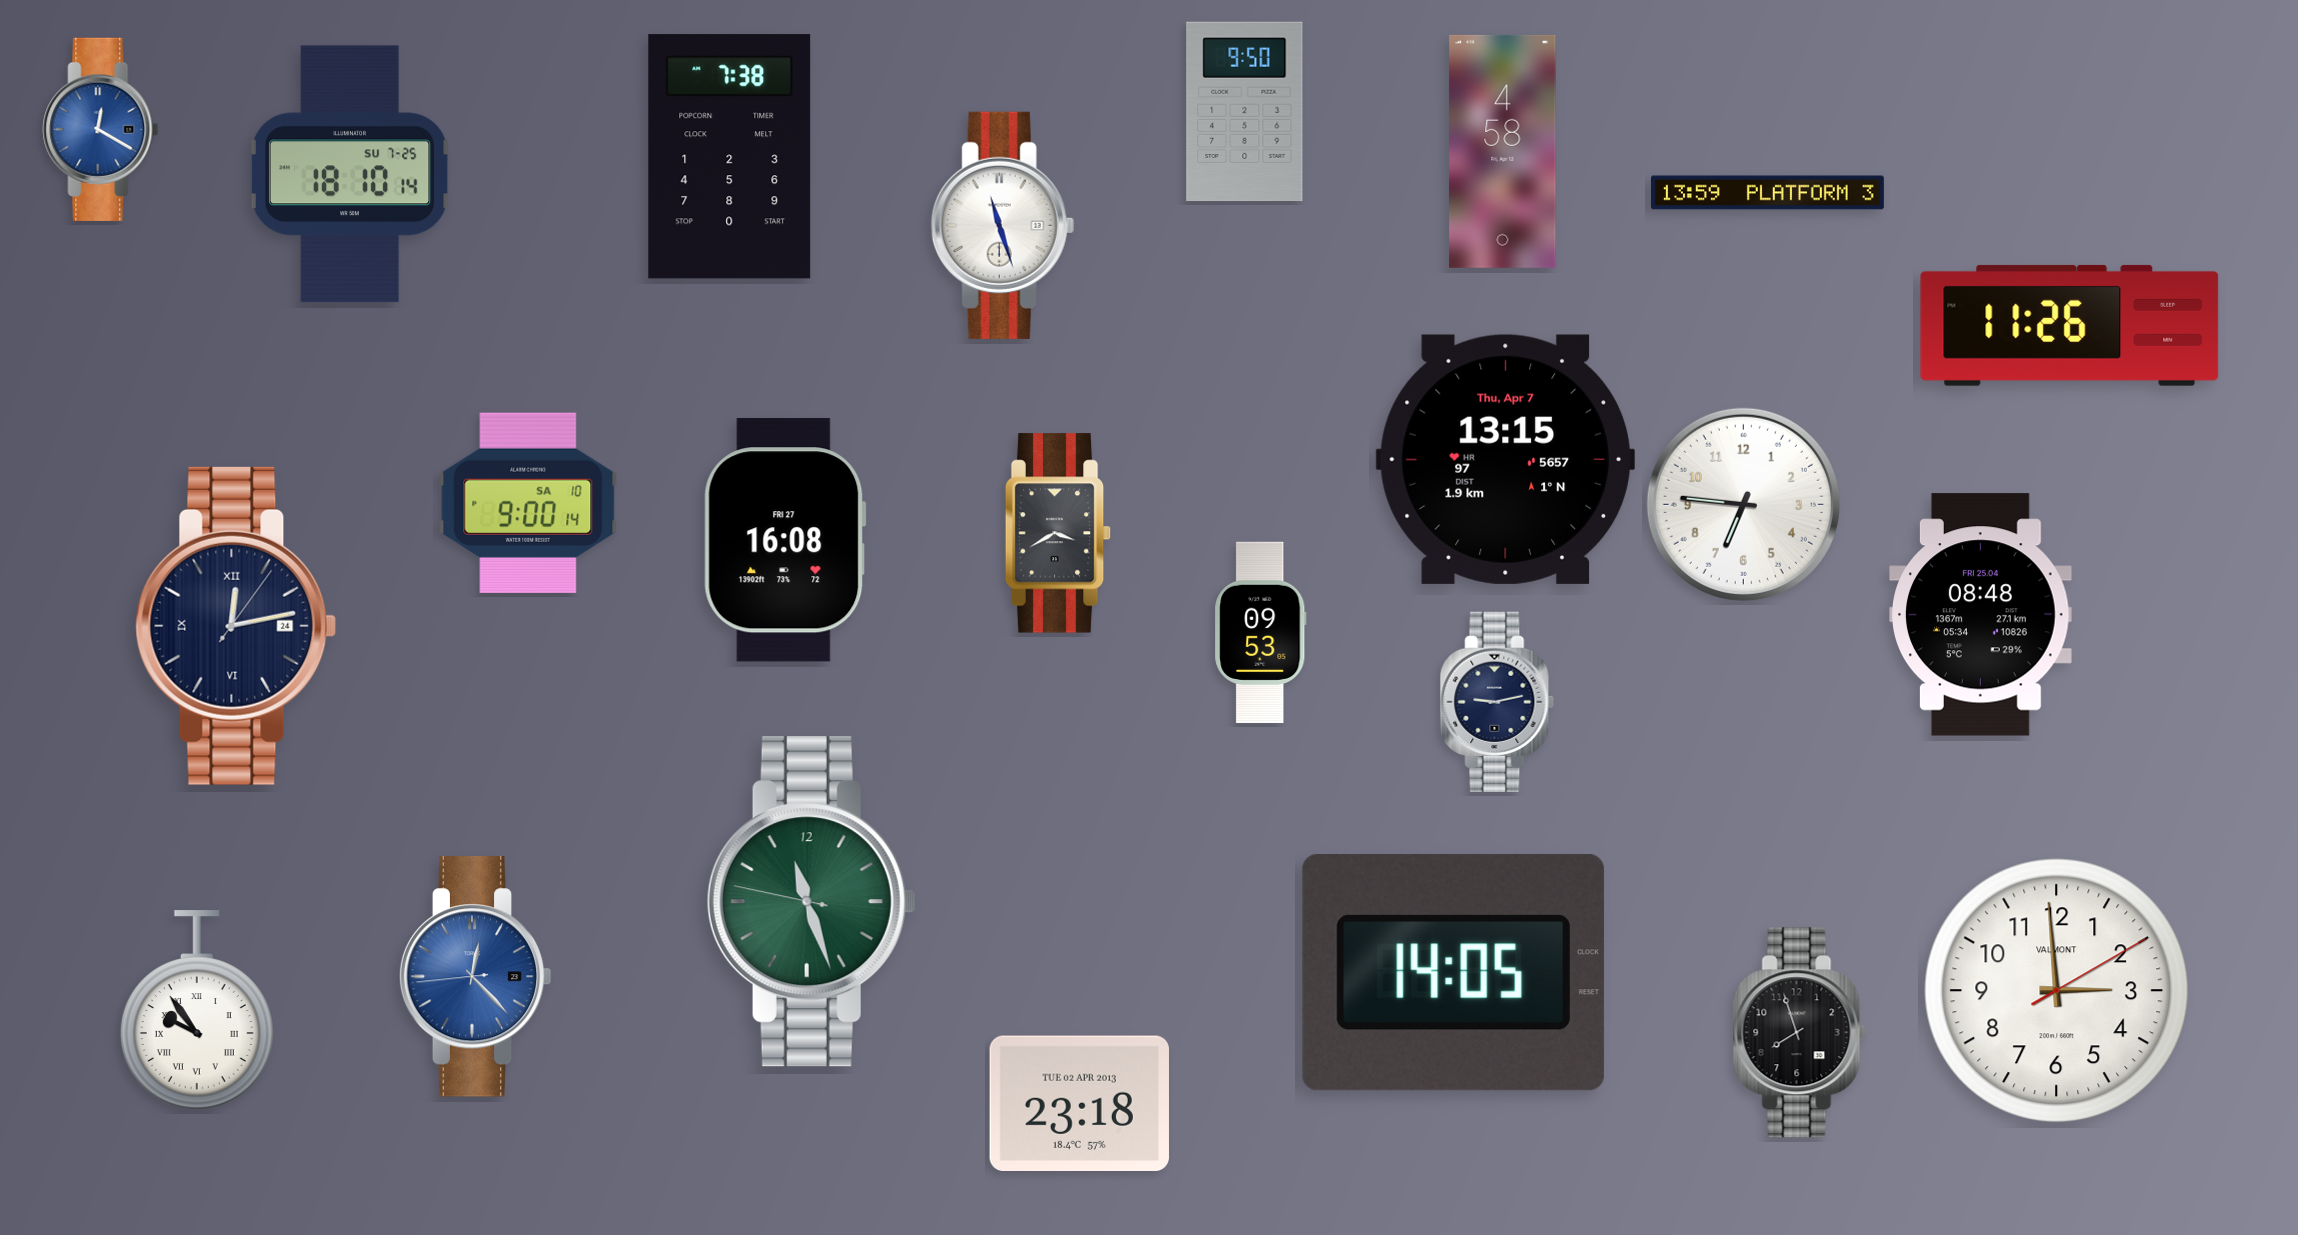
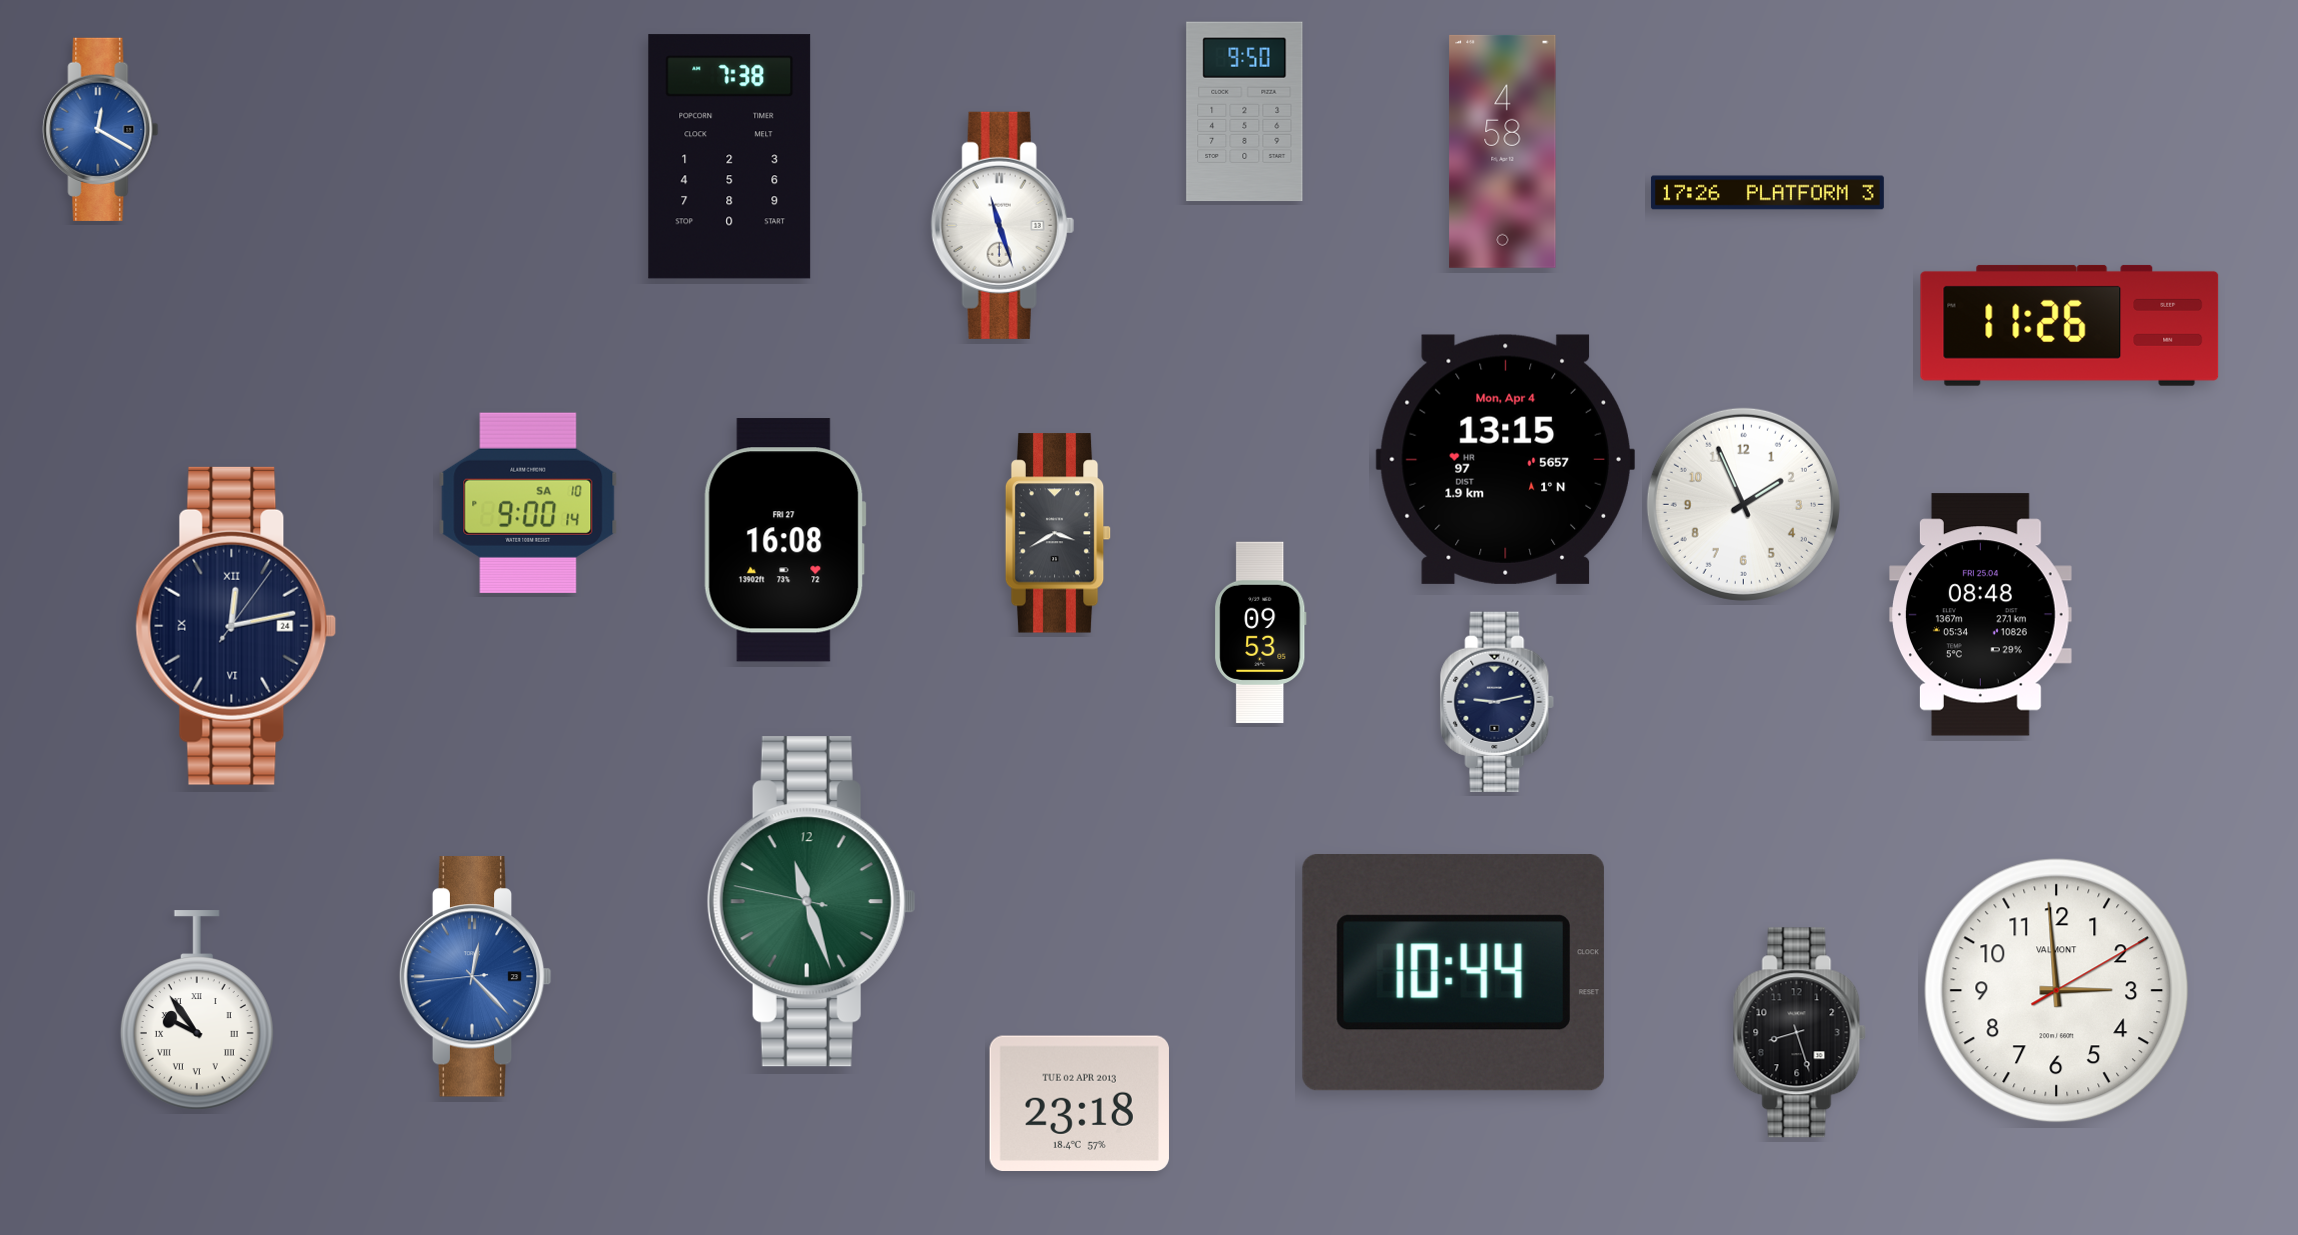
clock at (350, 174): 18:10 -> none
clock at (1767, 193): 13:59 -> 17:26
clock at (1505, 459) date: Thu, Apr 7 -> Mon, Apr 4
clock at (1743, 504): 6:46 -> 1:56
clock at (1453, 973): 14:05 -> 10:44
clock at (1799, 1033): 7:57 -> 8:27
